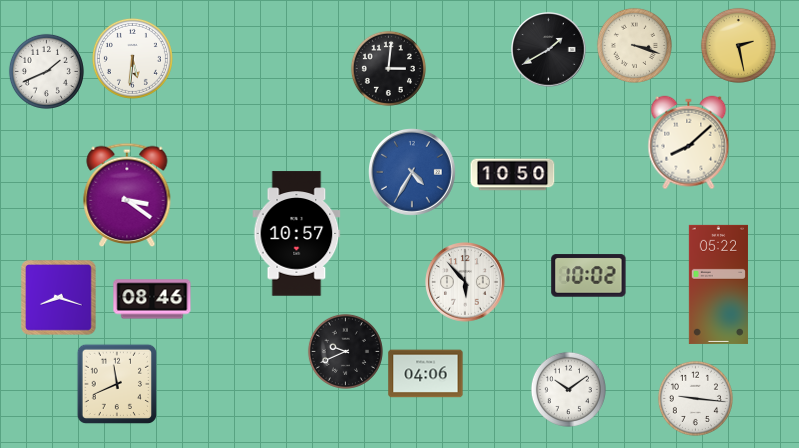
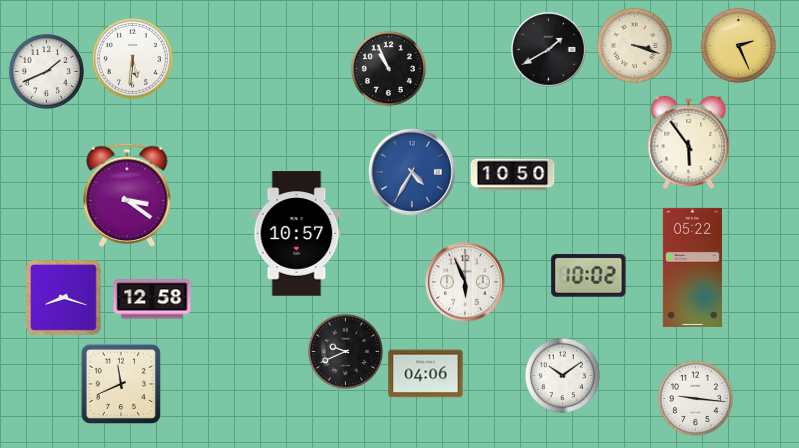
clock at (738, 45): 2:28 -> 2:26
clock at (388, 68): 3:01 -> 10:56
clock at (689, 143): 8:08 -> 5:54
clock at (465, 282): 5:53 -> 5:56
clock at (718, 284) position: (718, 284) -> (692, 267)
clock at (59, 298) position: (59, 298) -> (64, 298)
clock at (152, 299): 08:46 -> 12:58
clock at (117, 384) position: (117, 384) -> (121, 384)
clock at (568, 389) position: (568, 389) -> (562, 375)
